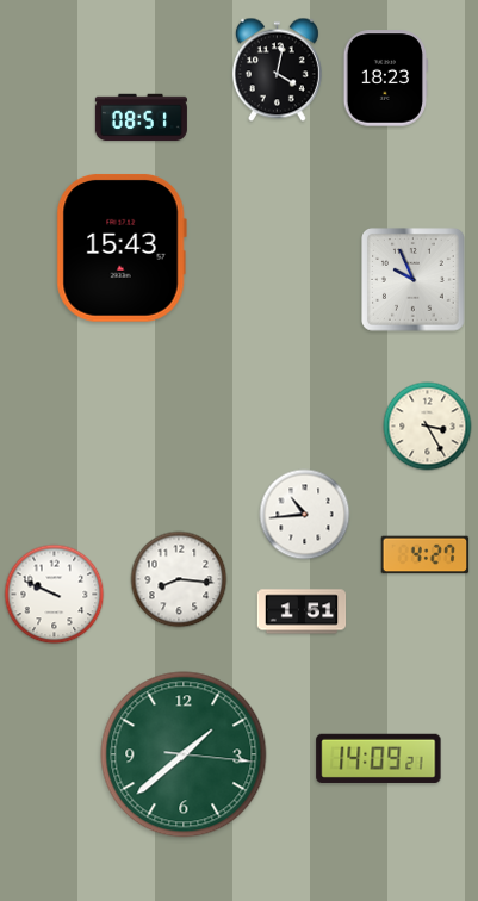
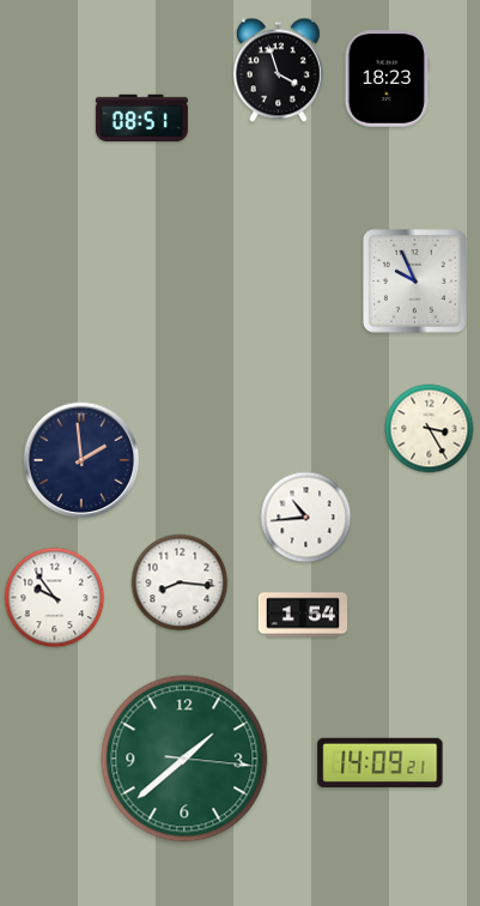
clock at (277, 70): 4:02 -> 3:57
clock at (122, 248): 15:43 -> none
clock at (81, 460): none -> 1:59
clock at (426, 555): 4:27 -> none
clock at (55, 595): 9:49 -> 9:54
clock at (302, 611): 1:51 -> 1:54
